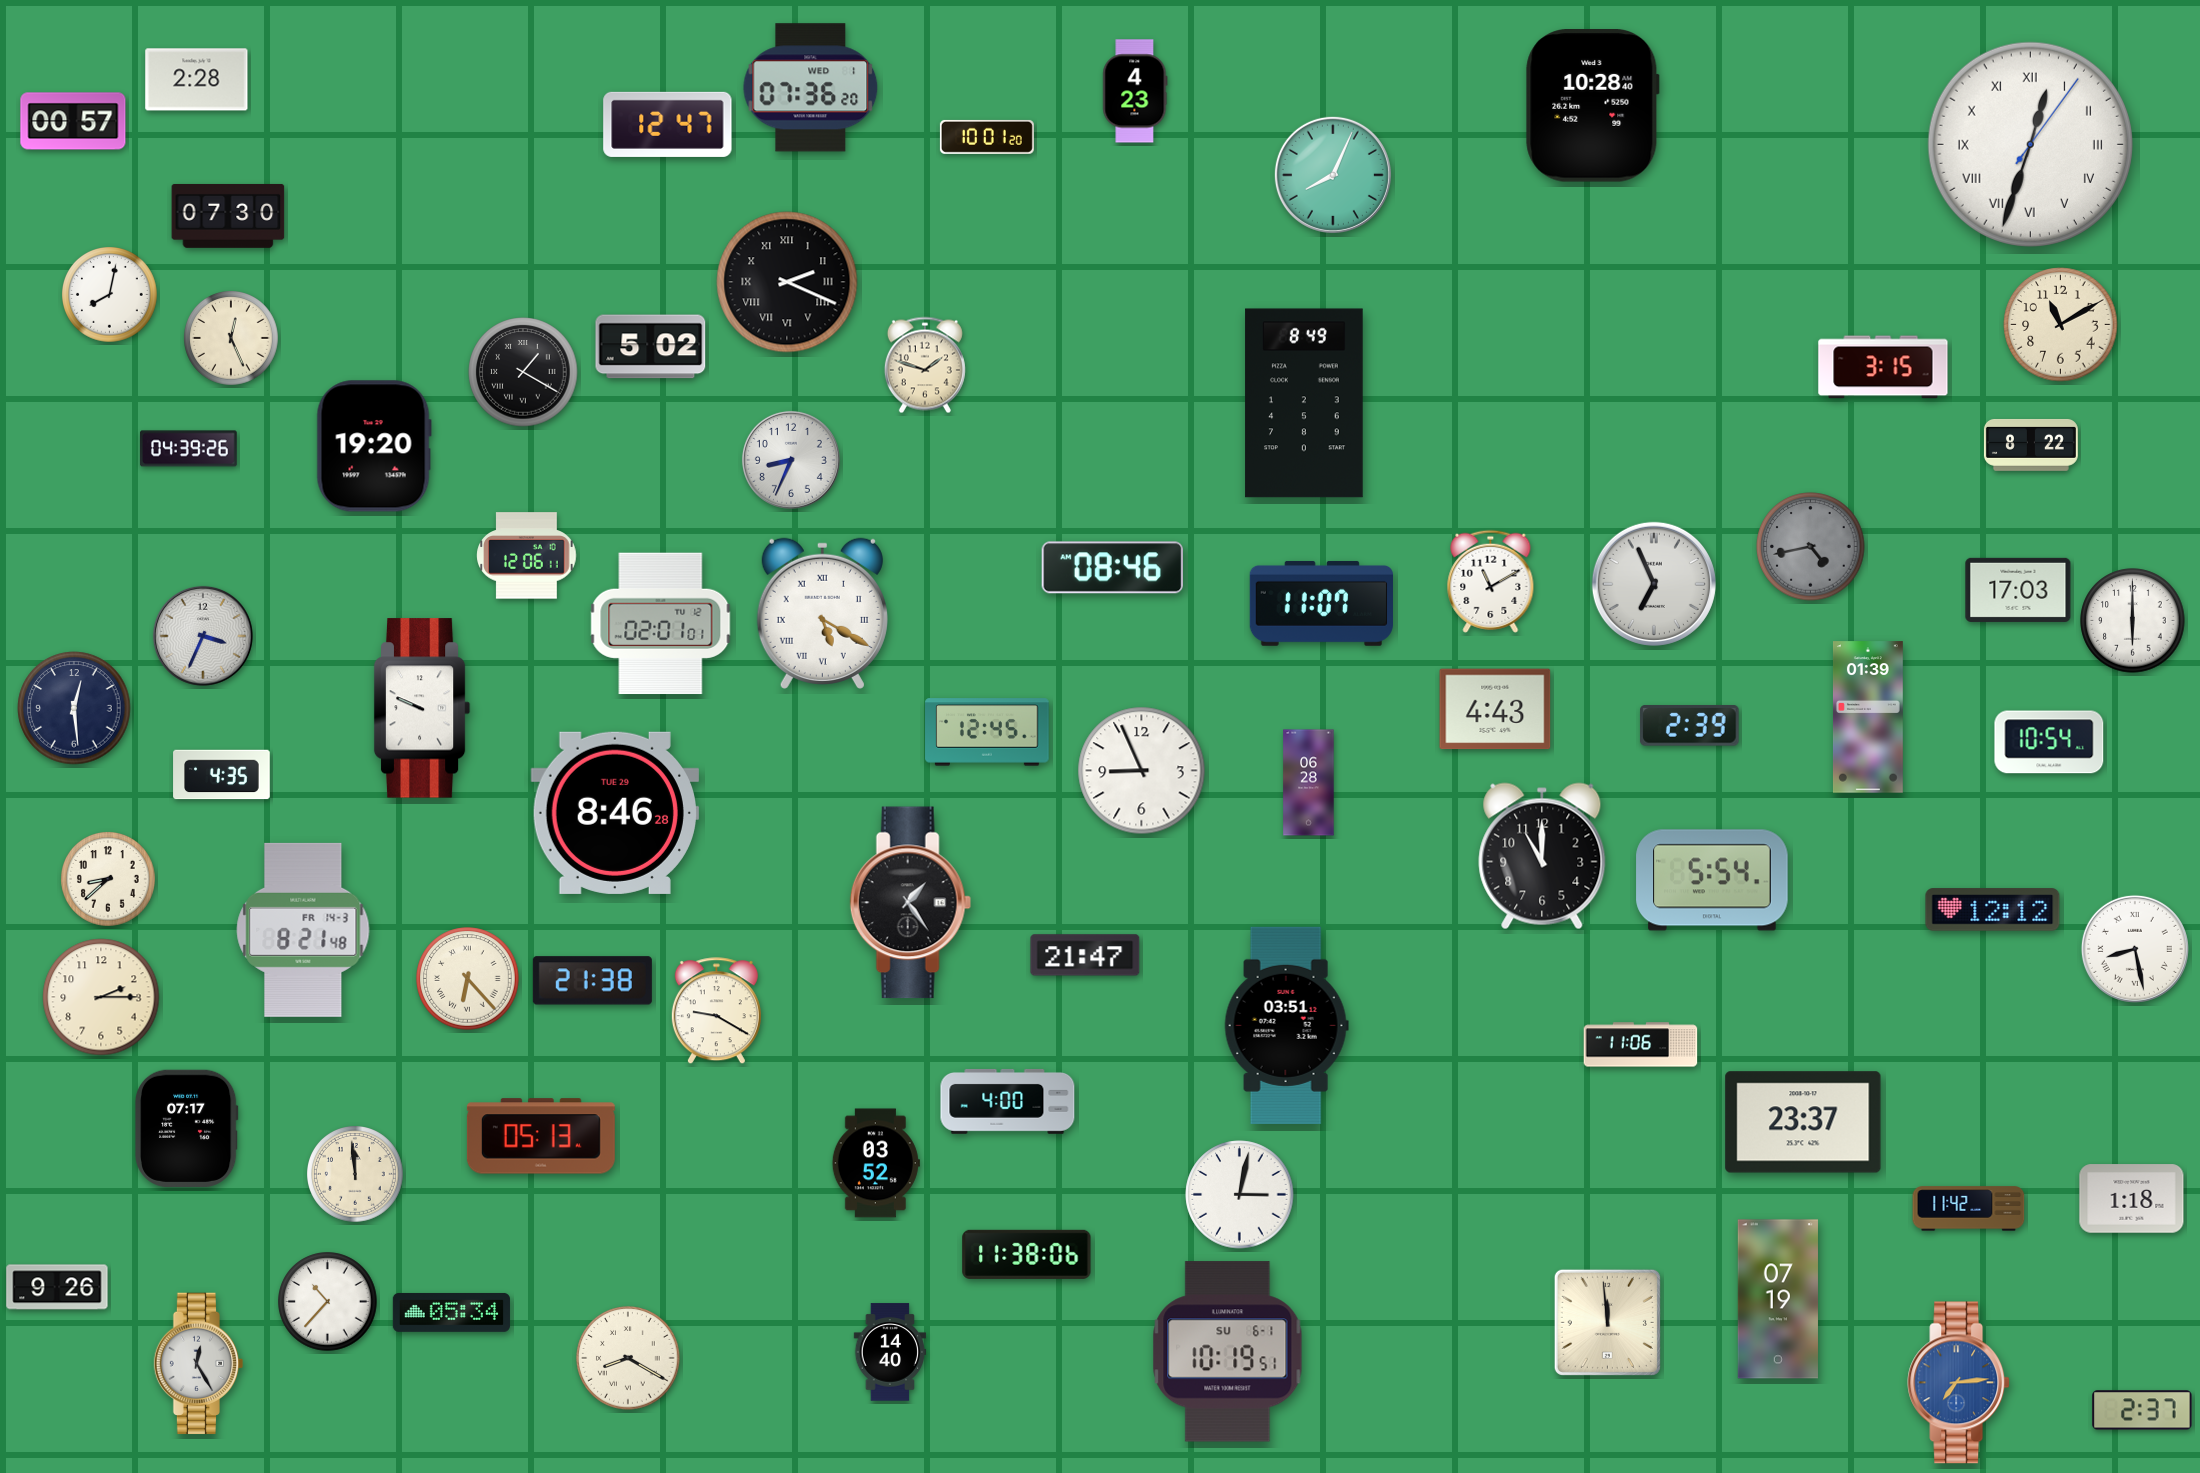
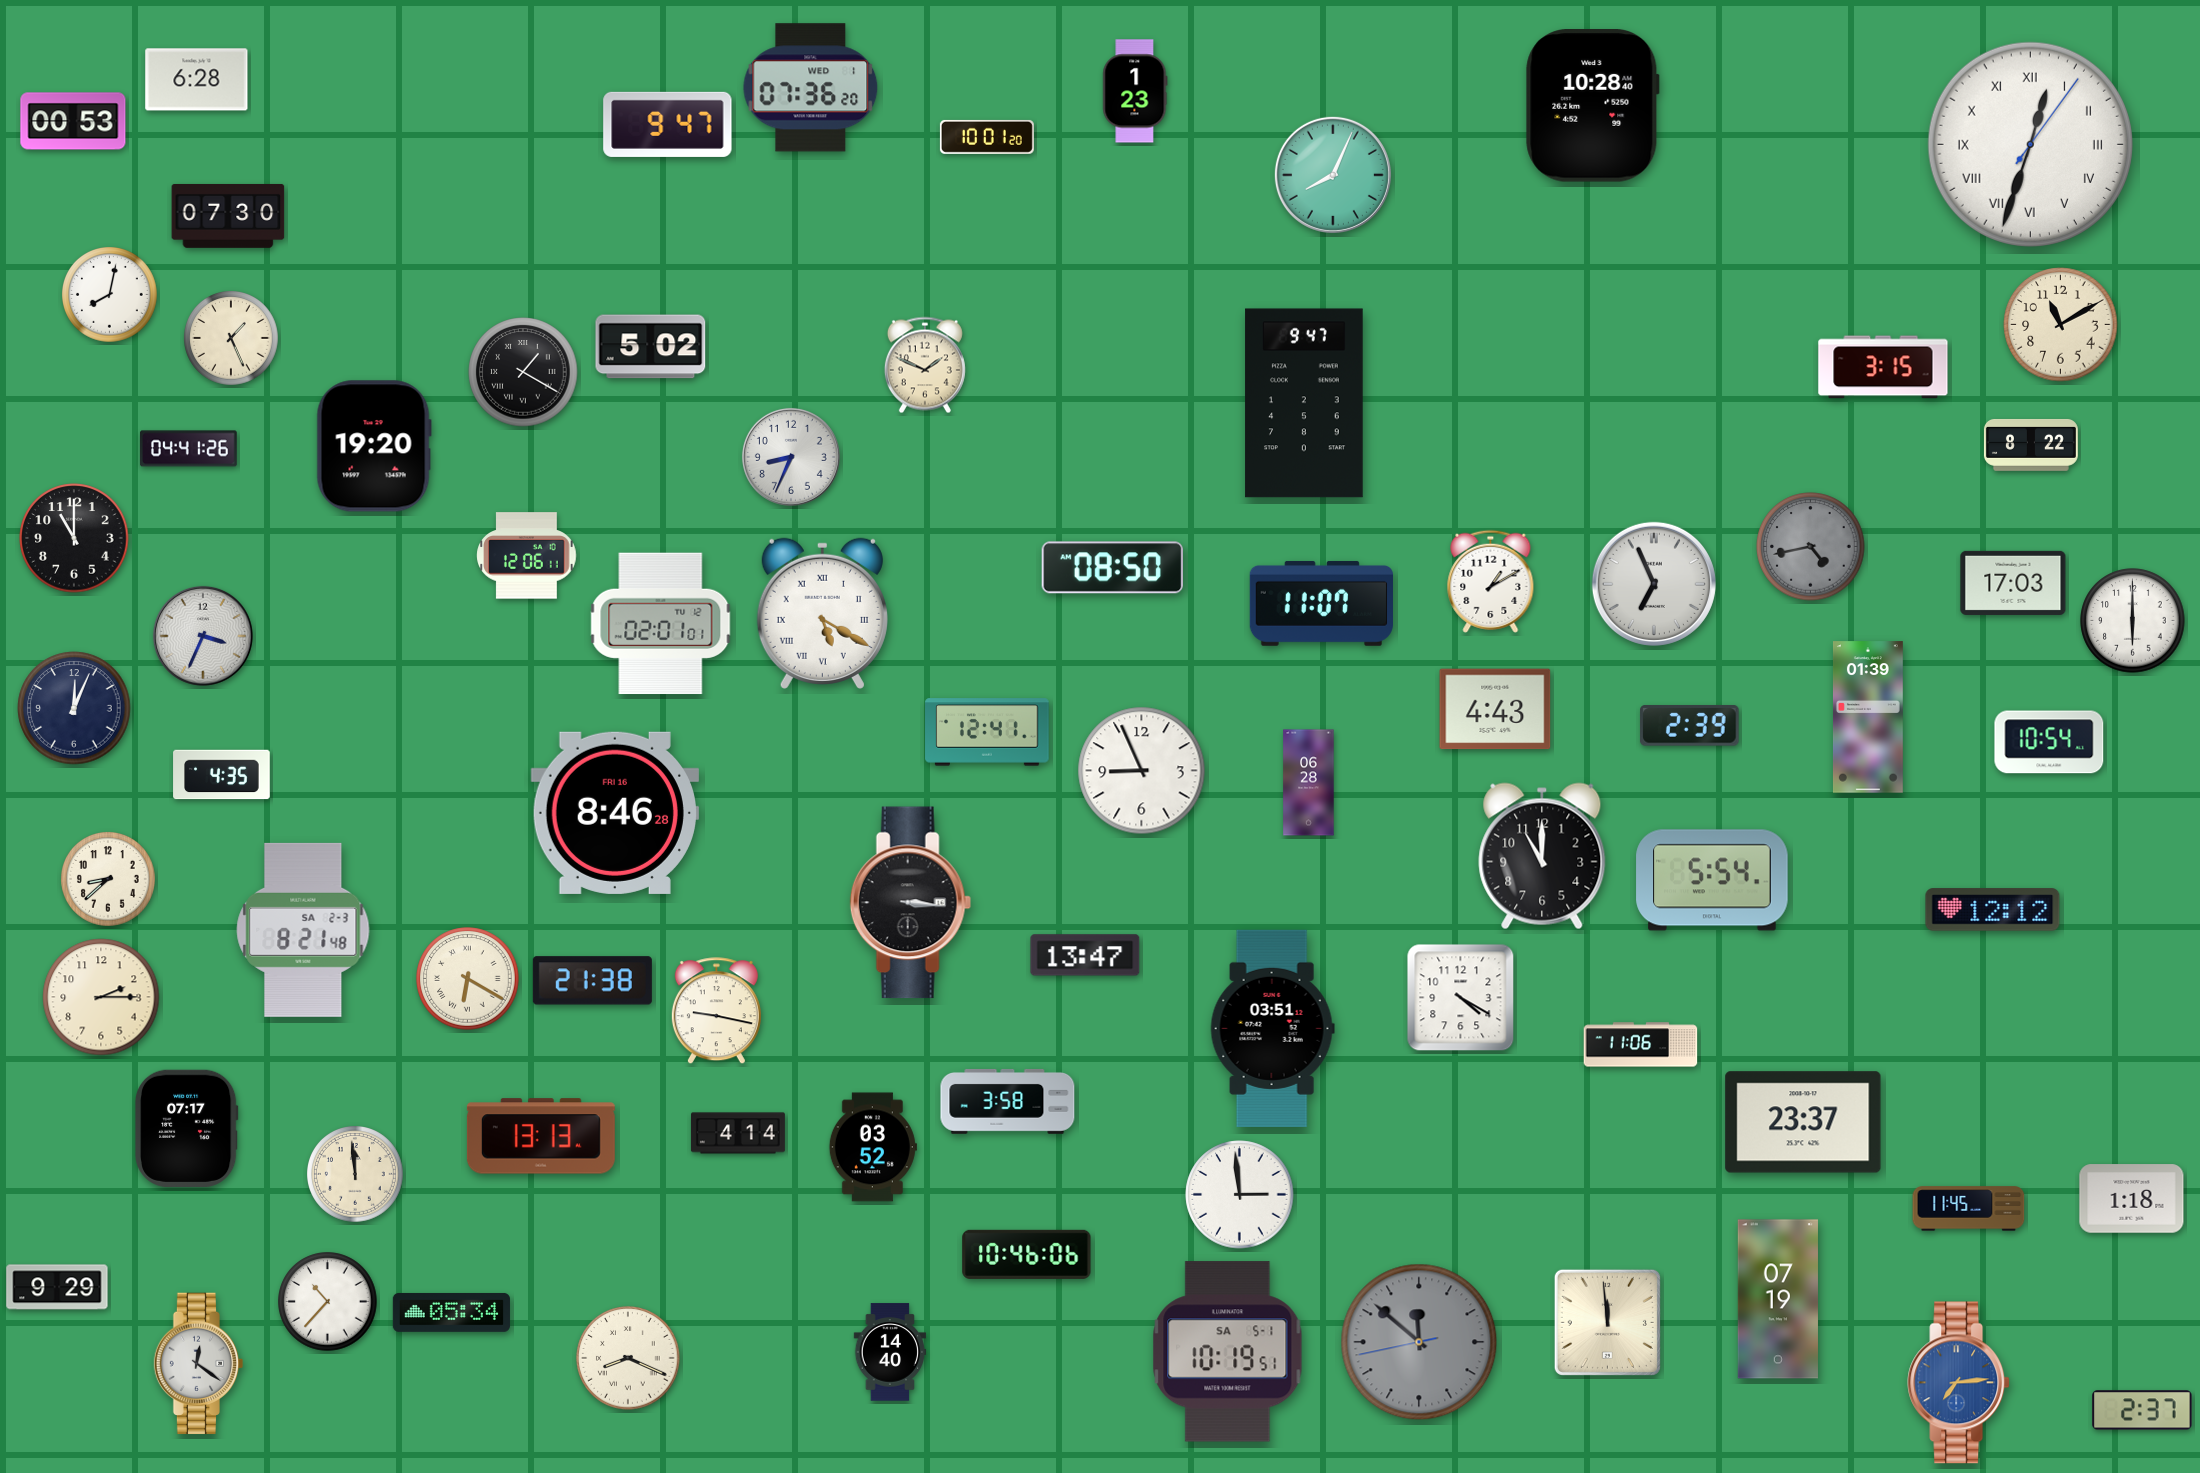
clock at (197, 80): 2:28 -> 6:28
clock at (1135, 91): 4:23 -> 1:23
clock at (73, 121): 00:57 -> 00:53
clock at (668, 124): 12:47 -> 9:47
clock at (787, 282): 2:19 -> none
clock at (232, 339): 12:26 -> 1:26
clock at (925, 365): 1:48 -> 1:49
clock at (1304, 403): 8:49 -> 9:47
clock at (189, 449): 04:39 -> 04:41
clock at (791, 460) position: (791, 460) -> (791, 457)
clock at (74, 538): none -> 11:00
clock at (1112, 568): 08:46 -> 08:50
clock at (1491, 581): 11:10 -> 1:10
clock at (2018, 590) position: (2018, 590) -> (2013, 583)
clock at (74, 708): 12:29 -> 12:04
clock at (422, 708): 9:49 -> none
clock at (987, 732): 12:45 -> 12:41
clock at (615, 813) date: TUE 29 -> FRI 16
clock at (910, 903): 1:24 -> 3:16
clock at (303, 930) date: FR 14-3 -> SA 2-3
clock at (2135, 949): 8:28 -> none
clock at (1085, 955): 21:47 -> 13:47
clock at (468, 979): 6:23 -> 6:20
clock at (1461, 998): none -> 4:20
clock at (716, 1011): 9:20 -> 9:17
clock at (1286, 1025) position: (1286, 1025) -> (1272, 1028)
clock at (1008, 1101): 4:00 -> 3:58
clock at (738, 1133): none -> 4:14
clock at (541, 1136): 05:13 -> 13:13
clock at (876, 1163) position: (876, 1163) -> (873, 1147)
clock at (1240, 1195): 3:02 -> 2:59
clock at (1969, 1209): 11:42 -> 11:45
clock at (1027, 1254): 11:38 -> 10:46
clock at (57, 1287): 9:26 -> 9:29
clock at (1419, 1342): none -> 11:51
clock at (1228, 1352) date: SU 6-1 -> SA 5-1
clock at (628, 1358): 8:20 -> 8:19
clock at (199, 1364): 12:25 -> 12:21
